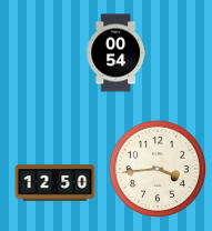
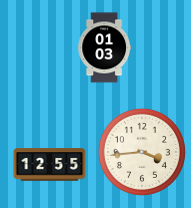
clock at (115, 53): 00:54 -> 01:03
clock at (55, 183): 12:50 -> 12:55
